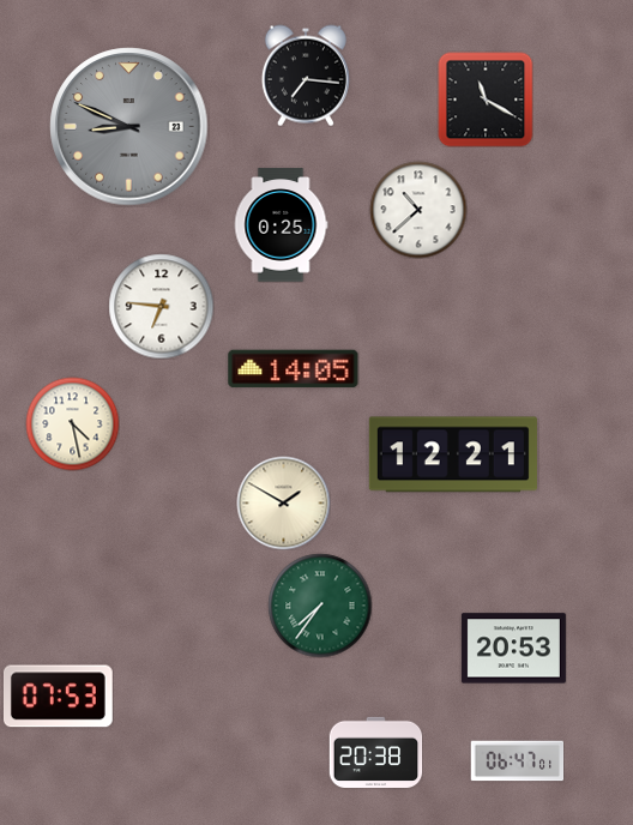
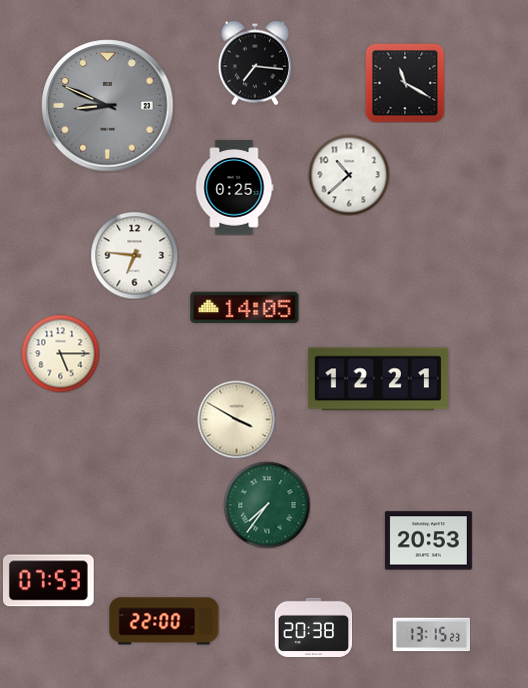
clock at (72, 423): 4:28 -> 5:15
clock at (283, 502): 1:50 -> 3:50
clock at (164, 621): none -> 22:00
clock at (517, 761): 06:47 -> 13:15
